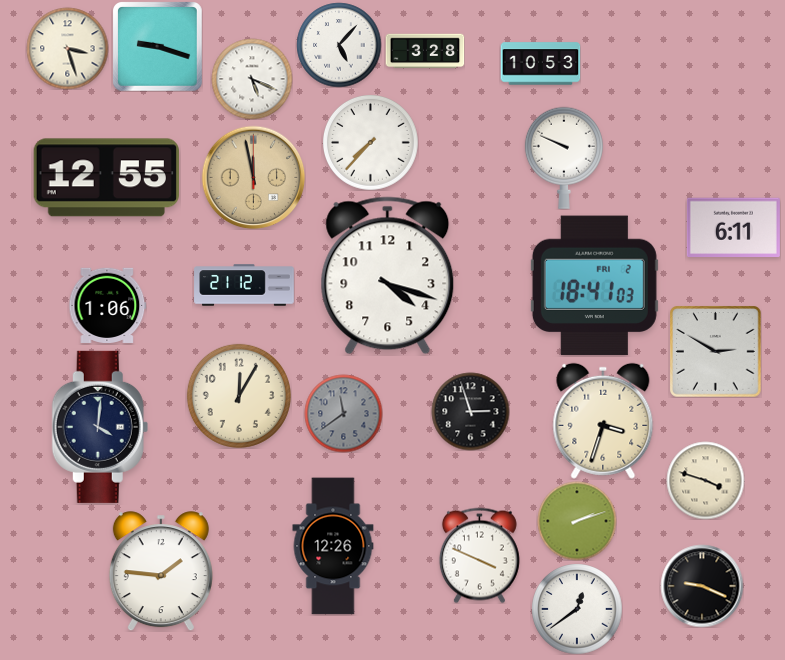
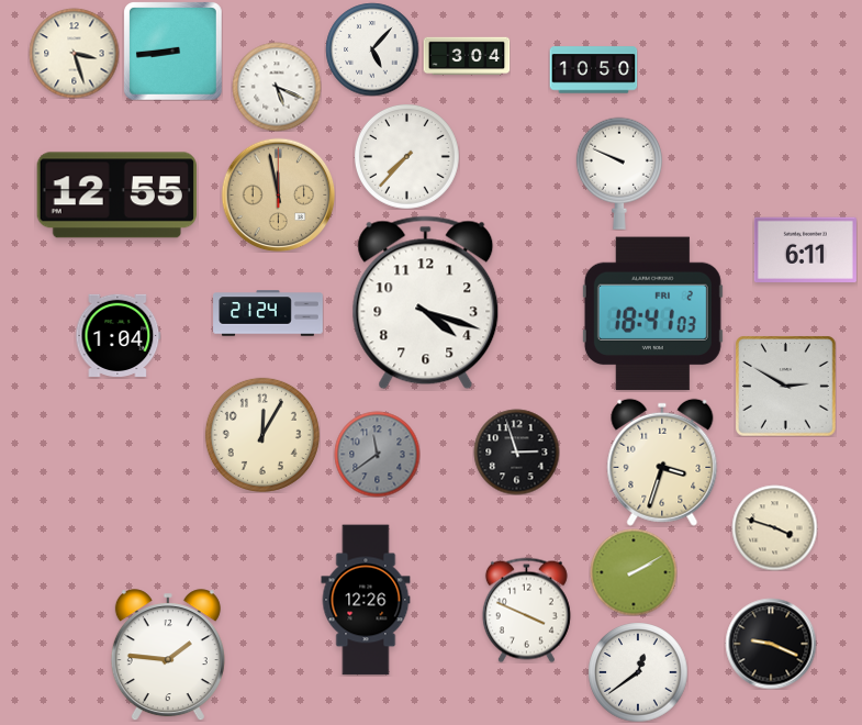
clock at (158, 47): 9:18 -> 8:44
clock at (425, 51): 3:28 -> 3:04
clock at (540, 64): 10:53 -> 10:50
clock at (244, 285): 21:12 -> 21:24
clock at (107, 305): 1:06 -> 1:04
clock at (100, 427): 4:01 -> none
clock at (577, 521): 2:12 -> 2:10
clock at (161, 571) position: (161, 571) -> (168, 655)
clock at (577, 609) position: (577, 609) -> (638, 672)
